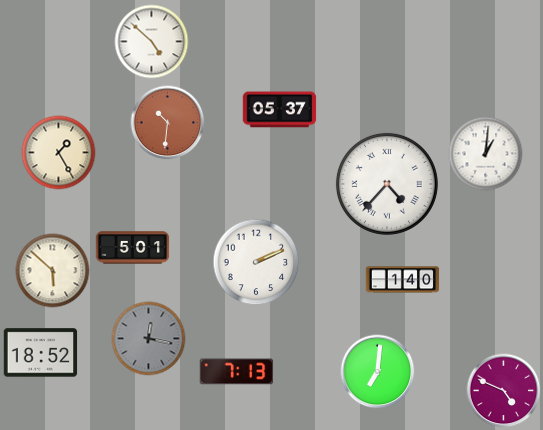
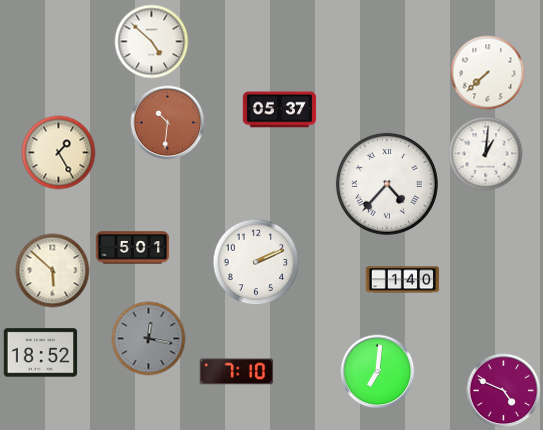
clock at (488, 73): none -> 7:38
clock at (237, 372): 7:13 -> 7:10
